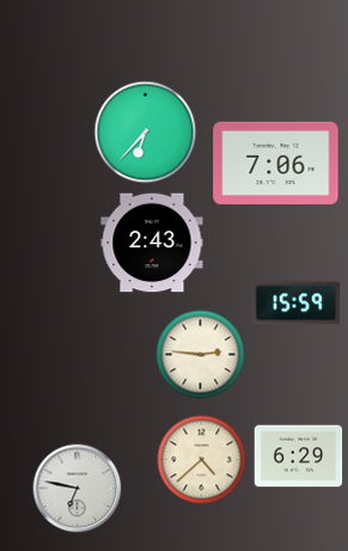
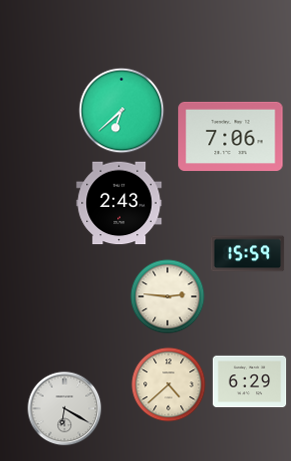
clock at (146, 133): 6:37 -> 6:38
clock at (152, 243) position: (152, 243) -> (119, 203)
clock at (78, 489): 6:47 -> 6:20
